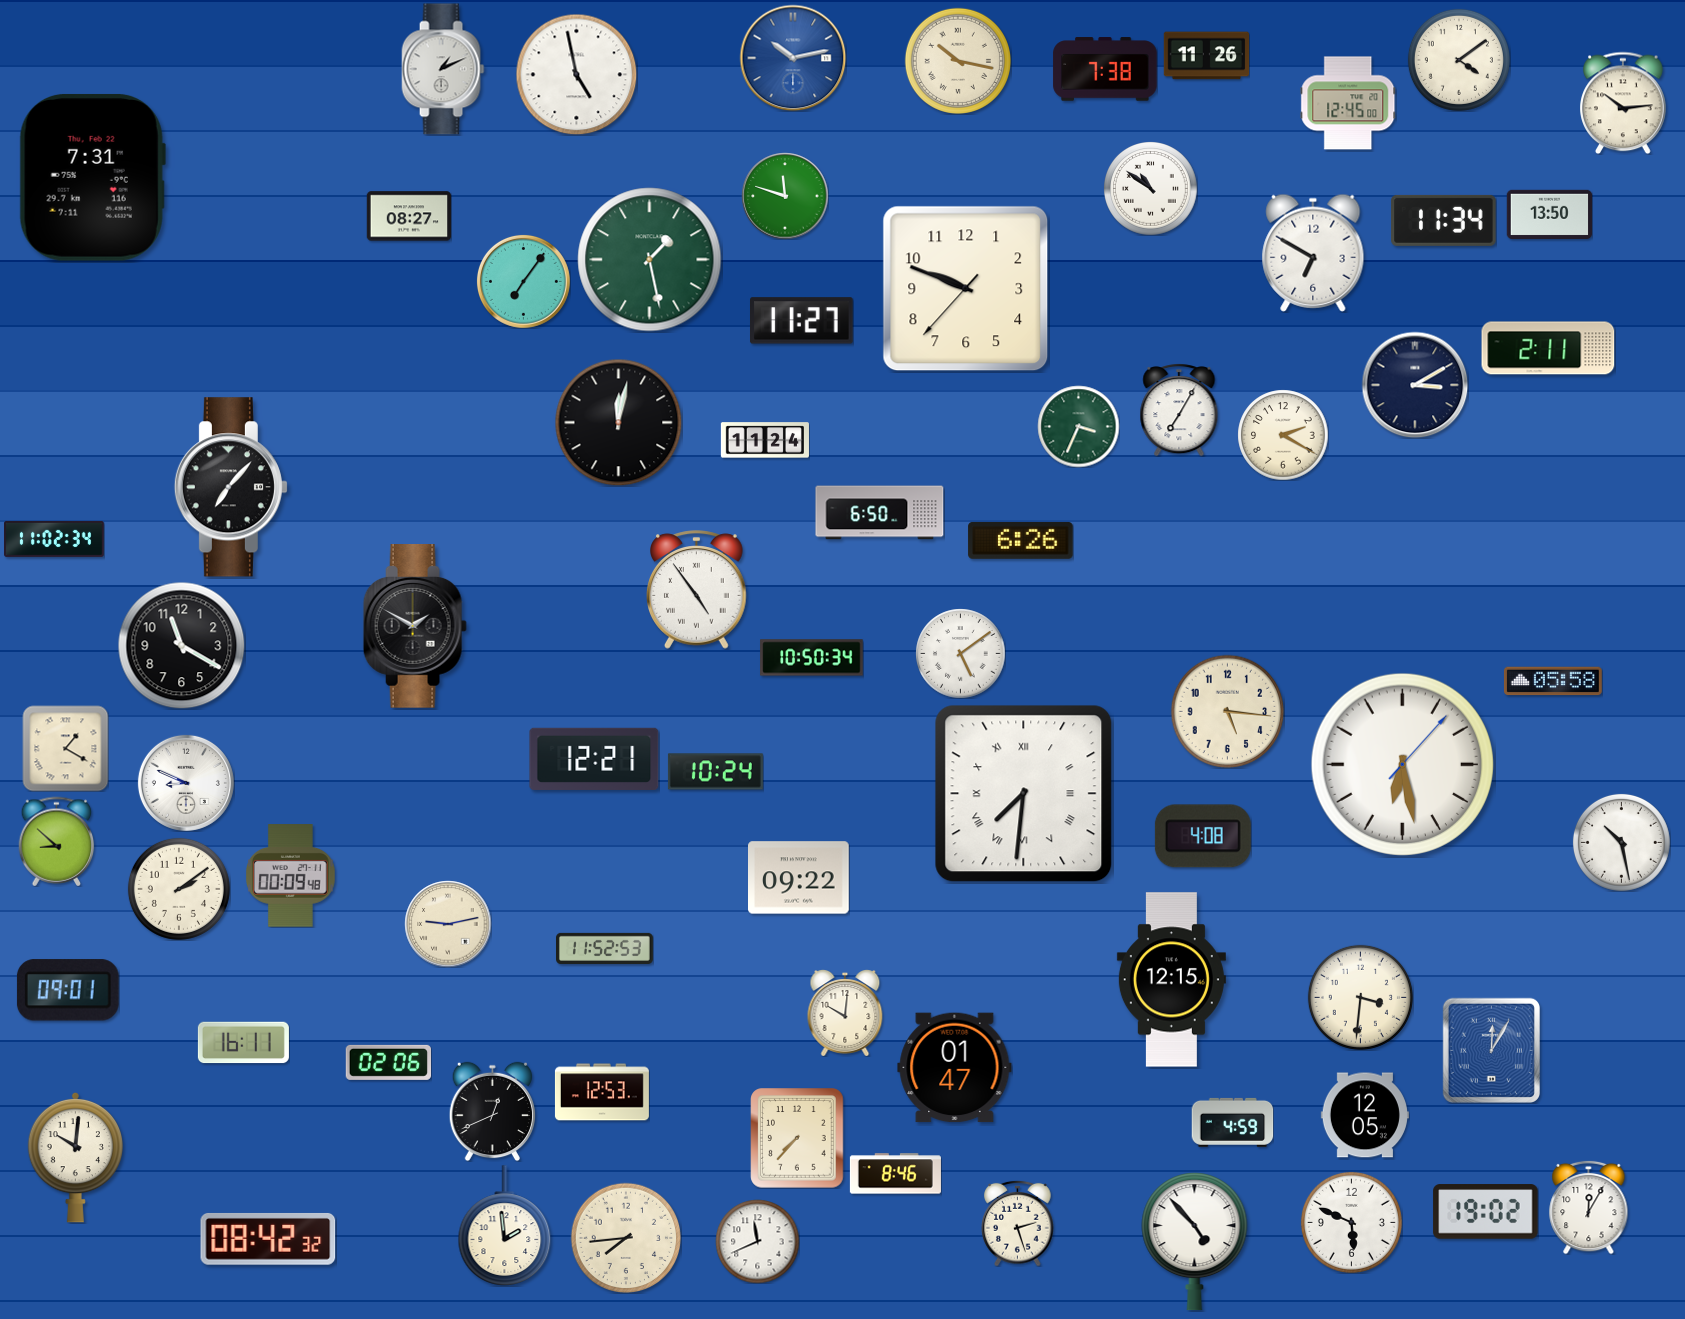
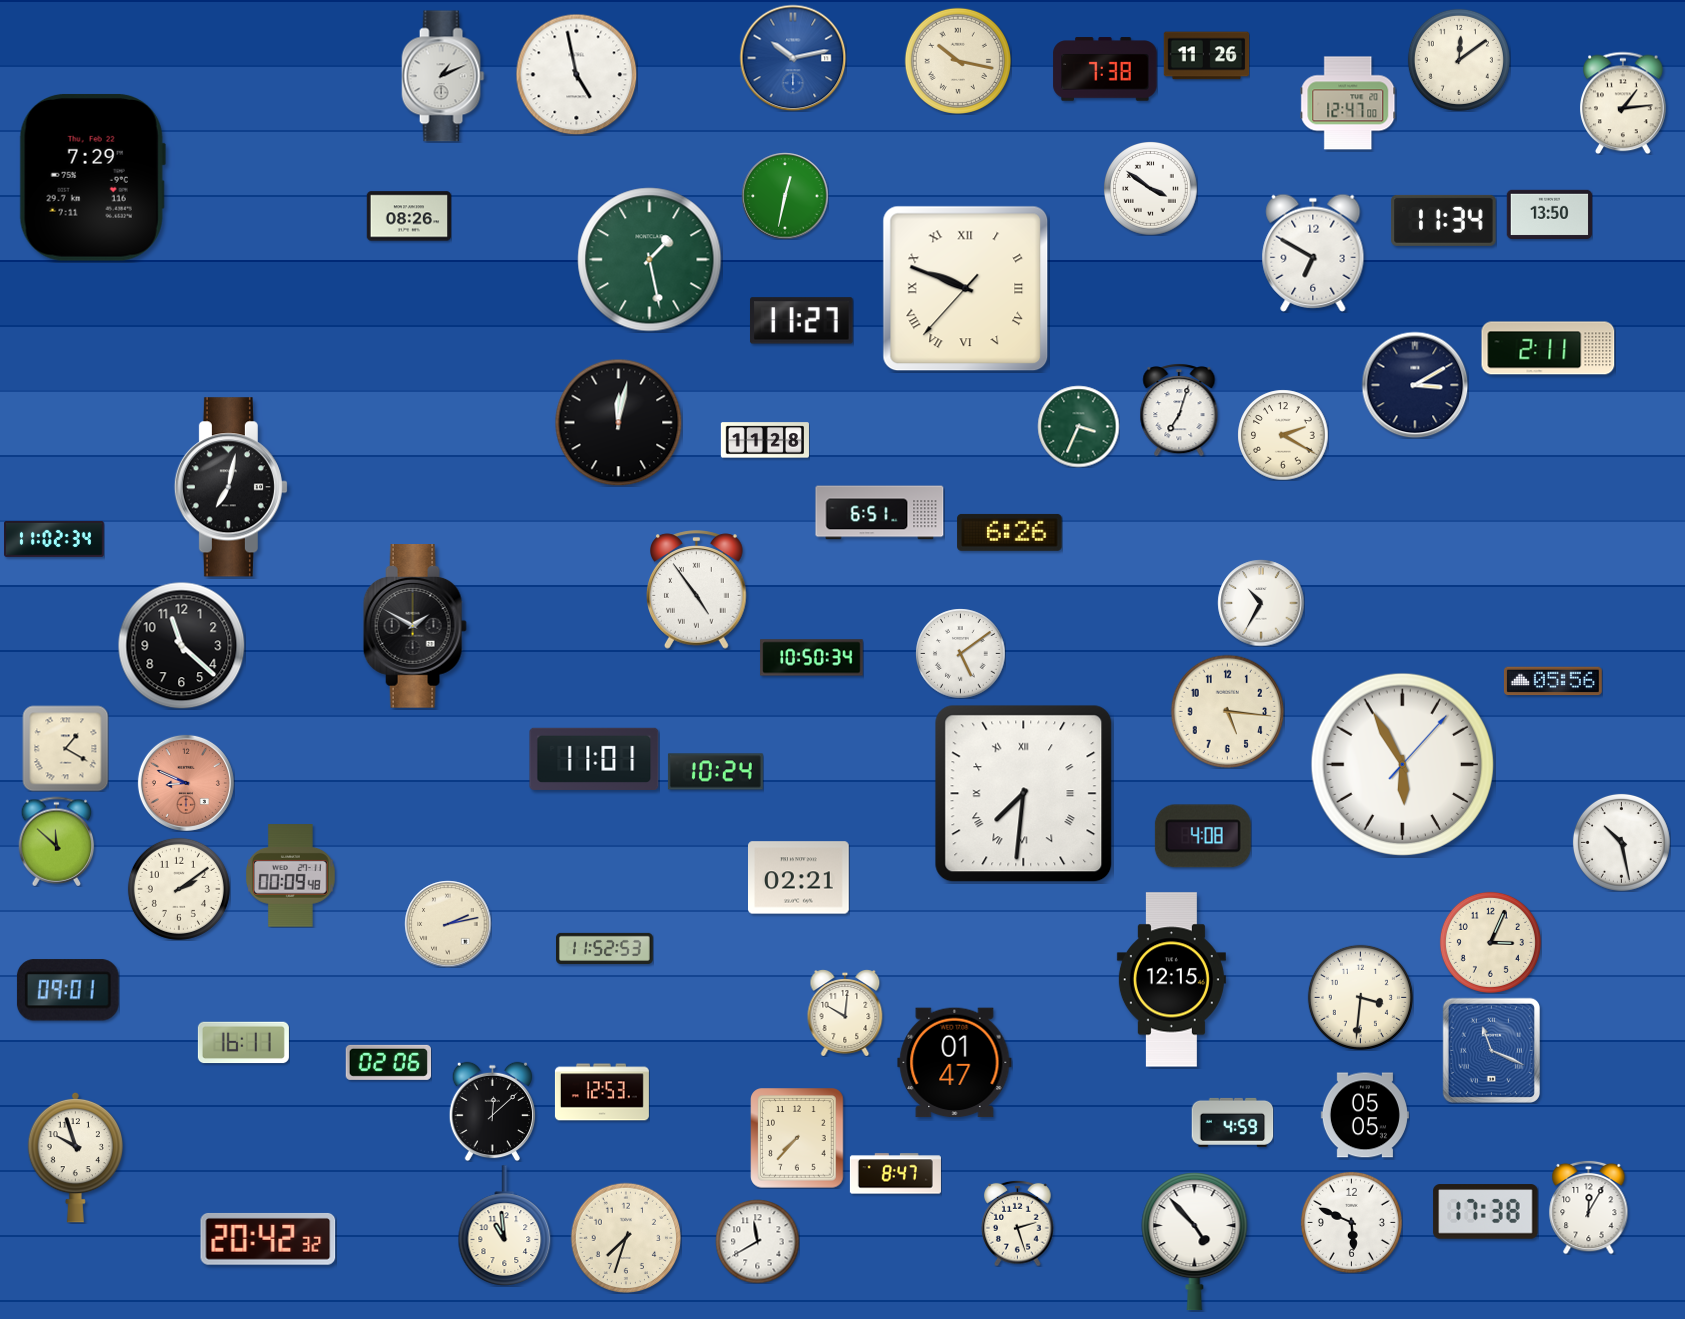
clock at (1459, 60): 4:09 -> 12:09
clock at (443, 69) position: (443, 69) -> (443, 76)
clock at (1348, 103): 12:45 -> 12:47
clock at (1623, 103): 10:14 -> 1:14
clock at (92, 177): 7:31 -> 7:29
clock at (1151, 189): 10:51 -> 3:51
clock at (785, 196): 11:48 -> 12:32
clock at (409, 216): 08:27 -> 08:26
clock at (523, 281): 7:06 -> none
clock at (966, 289) numerals: Arabic -> Roman
clock at (1179, 410): 7:05 -> 7:03
clock at (764, 440): 11:24 -> 11:28
clock at (231, 487): 7:07 -> 7:02
clock at (880, 513): 6:50 -> 6:51
clock at (1021, 540) position: (1021, 540) -> (1010, 532)
clock at (1261, 603): none -> 10:35
clock at (181, 645): 11:20 -> 11:22
clock at (1553, 681): 05:58 -> 05:56
clock at (594, 759): 12:21 -> 11:01
clock at (1403, 765): 6:28 -> 5:55
clock at (186, 783) dial: white -> salmon
clock at (57, 841): 8:52 -> 11:52
clock at (799, 878): 09:22 -> 02:21
clock at (448, 924): 9:13 -> 2:13
clock at (1490, 942): none -> 3:04
clock at (1491, 1050): 12:05 -> 11:19
clock at (955, 1068) position: (955, 1068) -> (955, 1063)
clock at (492, 1111): 12:41 -> 12:08
clock at (1365, 1115): 12:05 -> 05:05
clock at (75, 1157): 10:01 -> 9:57
clock at (895, 1174): 8:46 -> 8:47
clock at (1486, 1212): 19:02 -> 17:38
clock at (505, 1226): 1:59 -> 10:59
clock at (625, 1237): 7:44 -> 7:33
clock at (268, 1239): 08:42 -> 20:42
clock at (757, 1241): 11:41 -> 11:40
